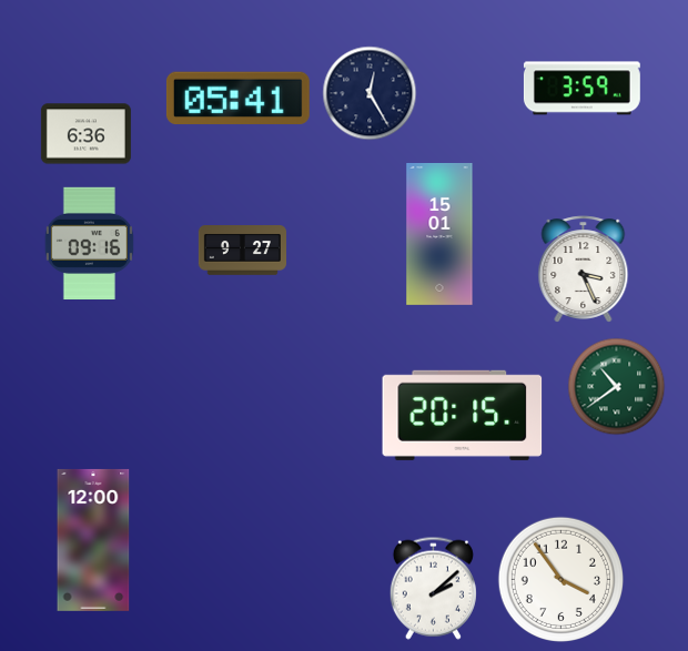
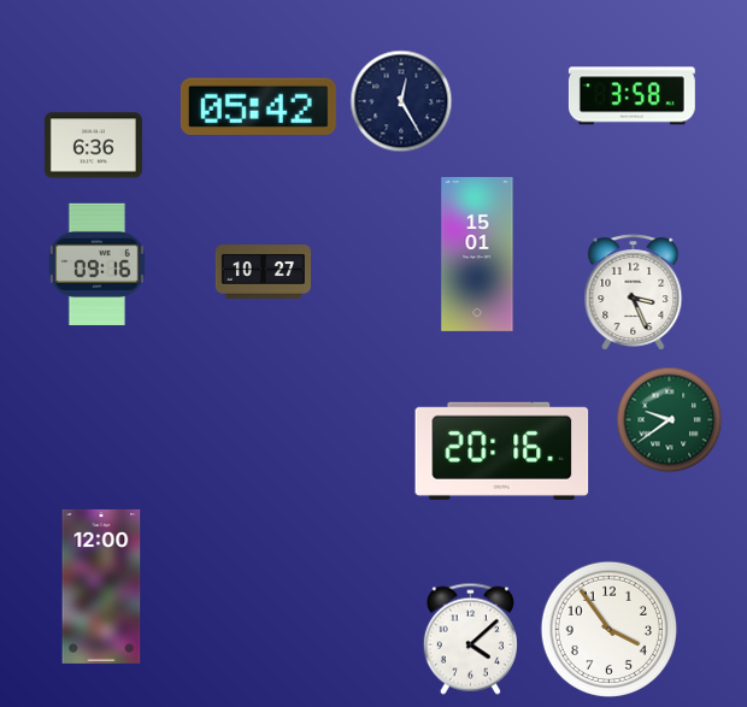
clock at (581, 89): 3:59 -> 3:58
clock at (237, 99): 05:41 -> 05:42
clock at (242, 251): 9:27 -> 10:27
clock at (617, 387): 10:39 -> 9:39
clock at (463, 415): 20:15 -> 20:16
clock at (433, 588): 2:08 -> 4:08
